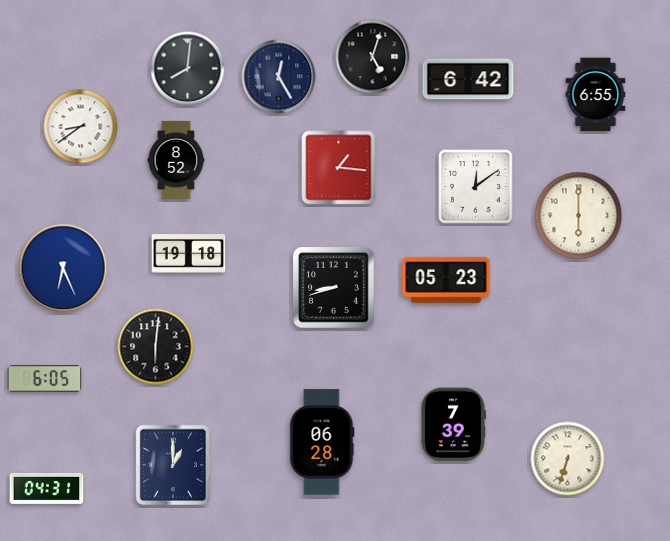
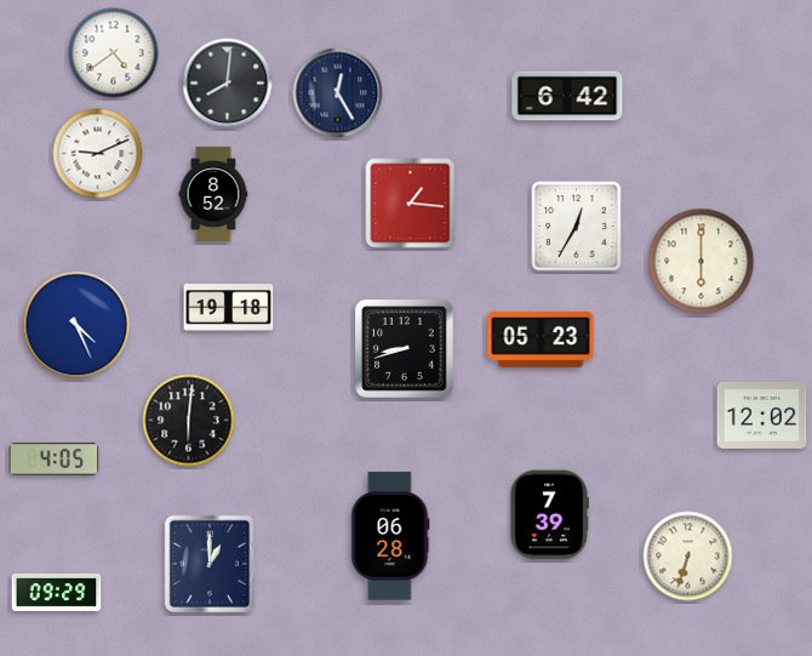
clock at (114, 53): none -> 4:39
clock at (373, 57): 5:03 -> none
clock at (596, 95): 6:55 -> none
clock at (81, 127): 8:39 -> 9:11
clock at (476, 187): 12:09 -> 12:35
clock at (63, 268): 6:26 -> 4:26
clock at (762, 415): none -> 12:02
clock at (45, 379): 6:05 -> 4:05
clock at (47, 488): 04:31 -> 09:29
